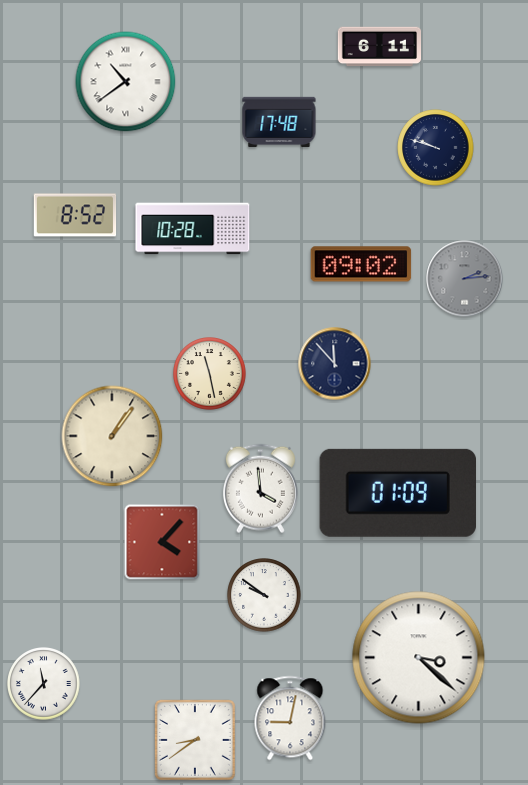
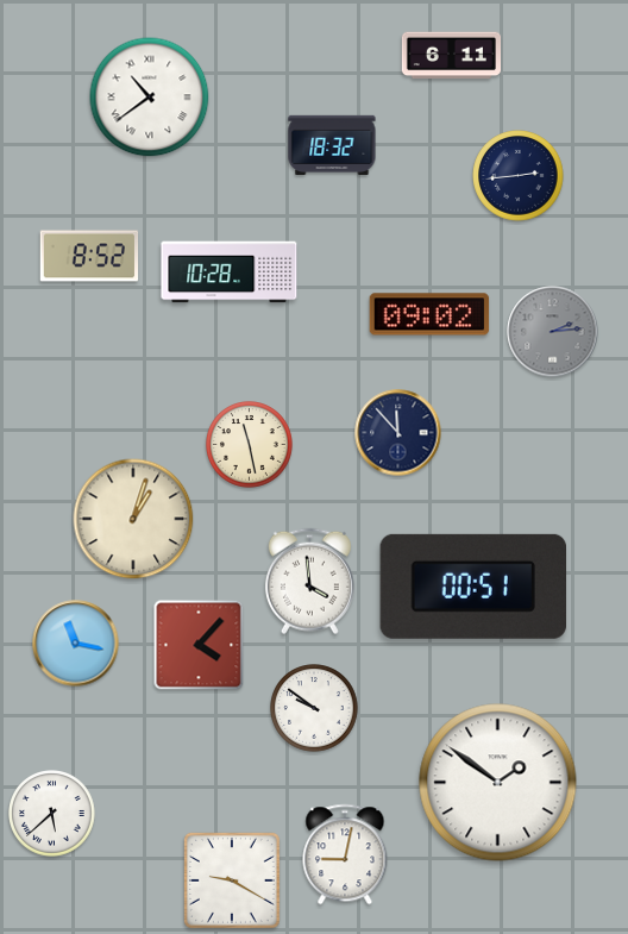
clock at (279, 122): 17:48 -> 18:32
clock at (436, 148): 9:48 -> 2:44
clock at (112, 436): 1:06 -> 1:03
clock at (397, 493): 01:09 -> 00:51
clock at (76, 644): none -> 11:17
clock at (162, 542) position: (162, 542) -> (199, 645)
clock at (419, 658): 3:22 -> 1:51
clock at (44, 684): 11:37 -> 5:38
clock at (195, 740): 8:39 -> 9:20
